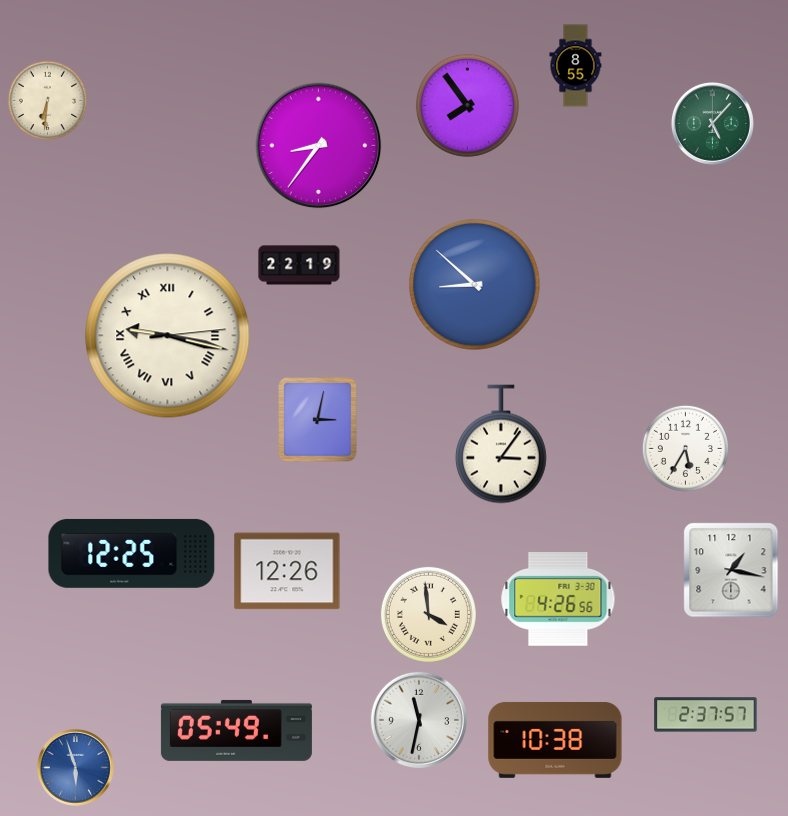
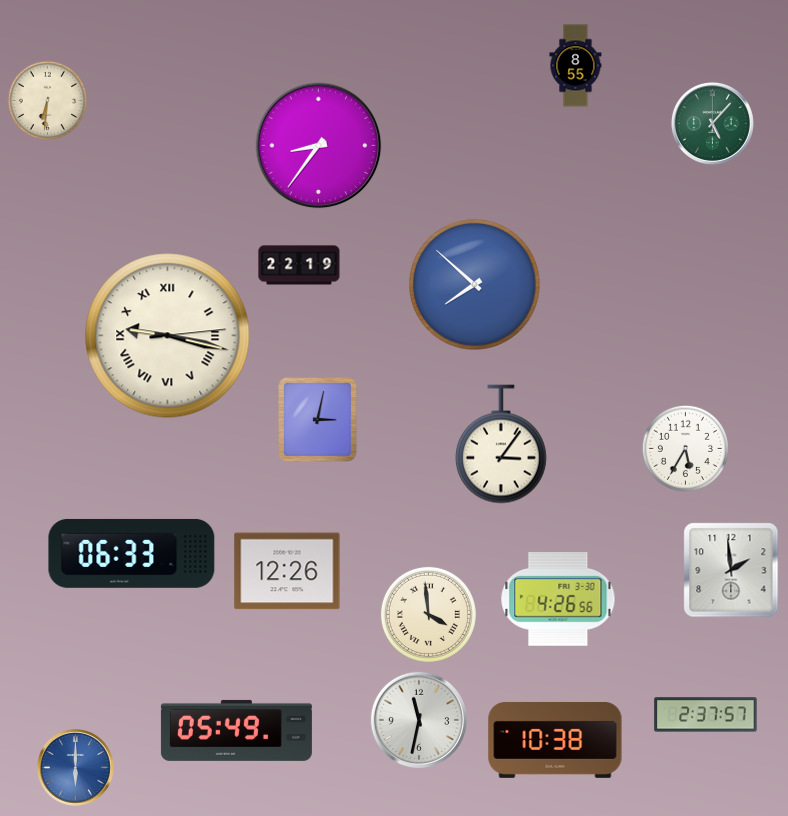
clock at (467, 105): 7:54 -> none
clock at (475, 285): 8:52 -> 7:52
clock at (132, 553): 12:25 -> 06:33
clock at (731, 570): 1:17 -> 1:59
clock at (75, 767): 5:57 -> 6:00
